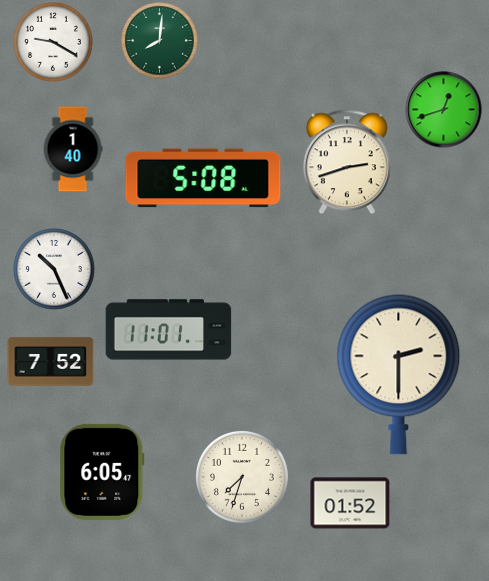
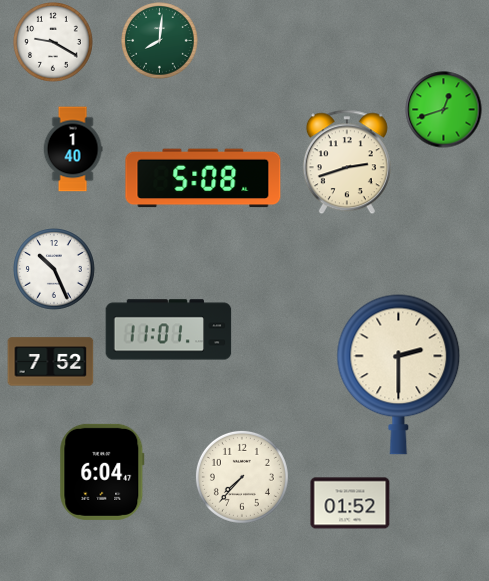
clock at (102, 472): 6:05 -> 6:04
clock at (242, 477): 7:33 -> 7:37
